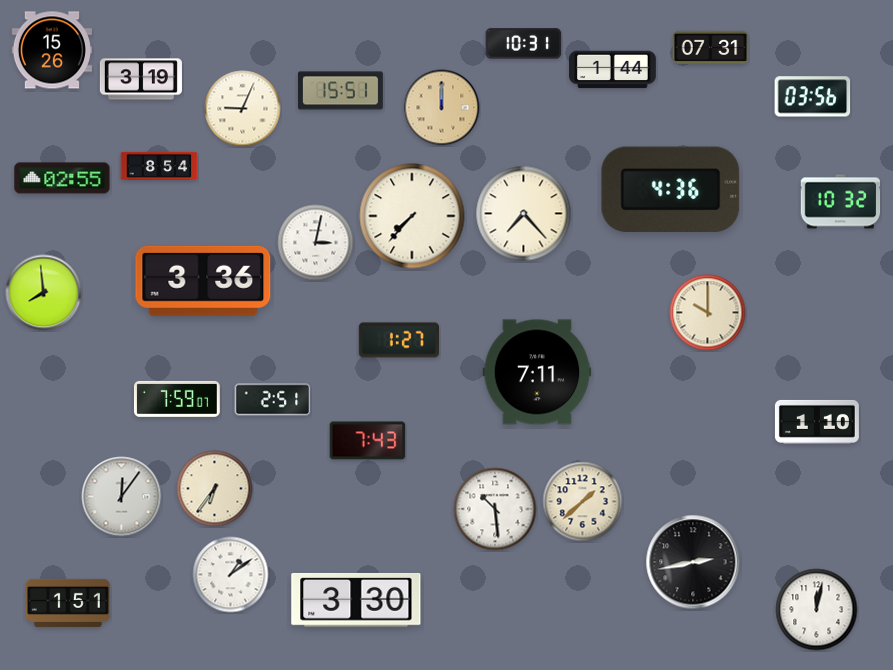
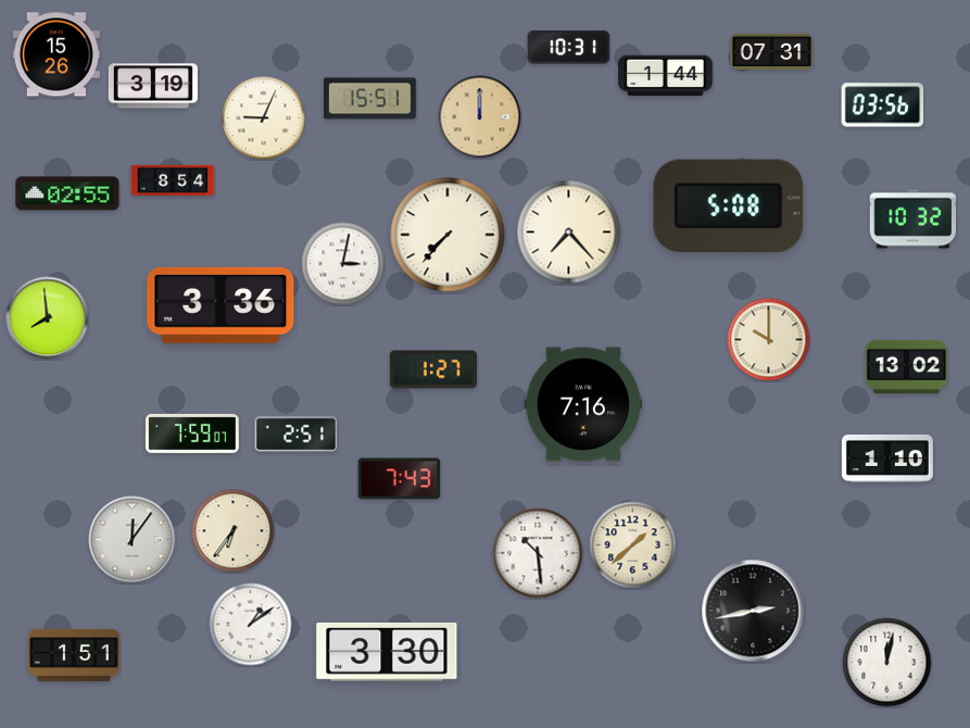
clock at (671, 189): 4:36 -> 5:08
clock at (907, 366): none -> 13:02
clock at (537, 372): 7:11 -> 7:16
